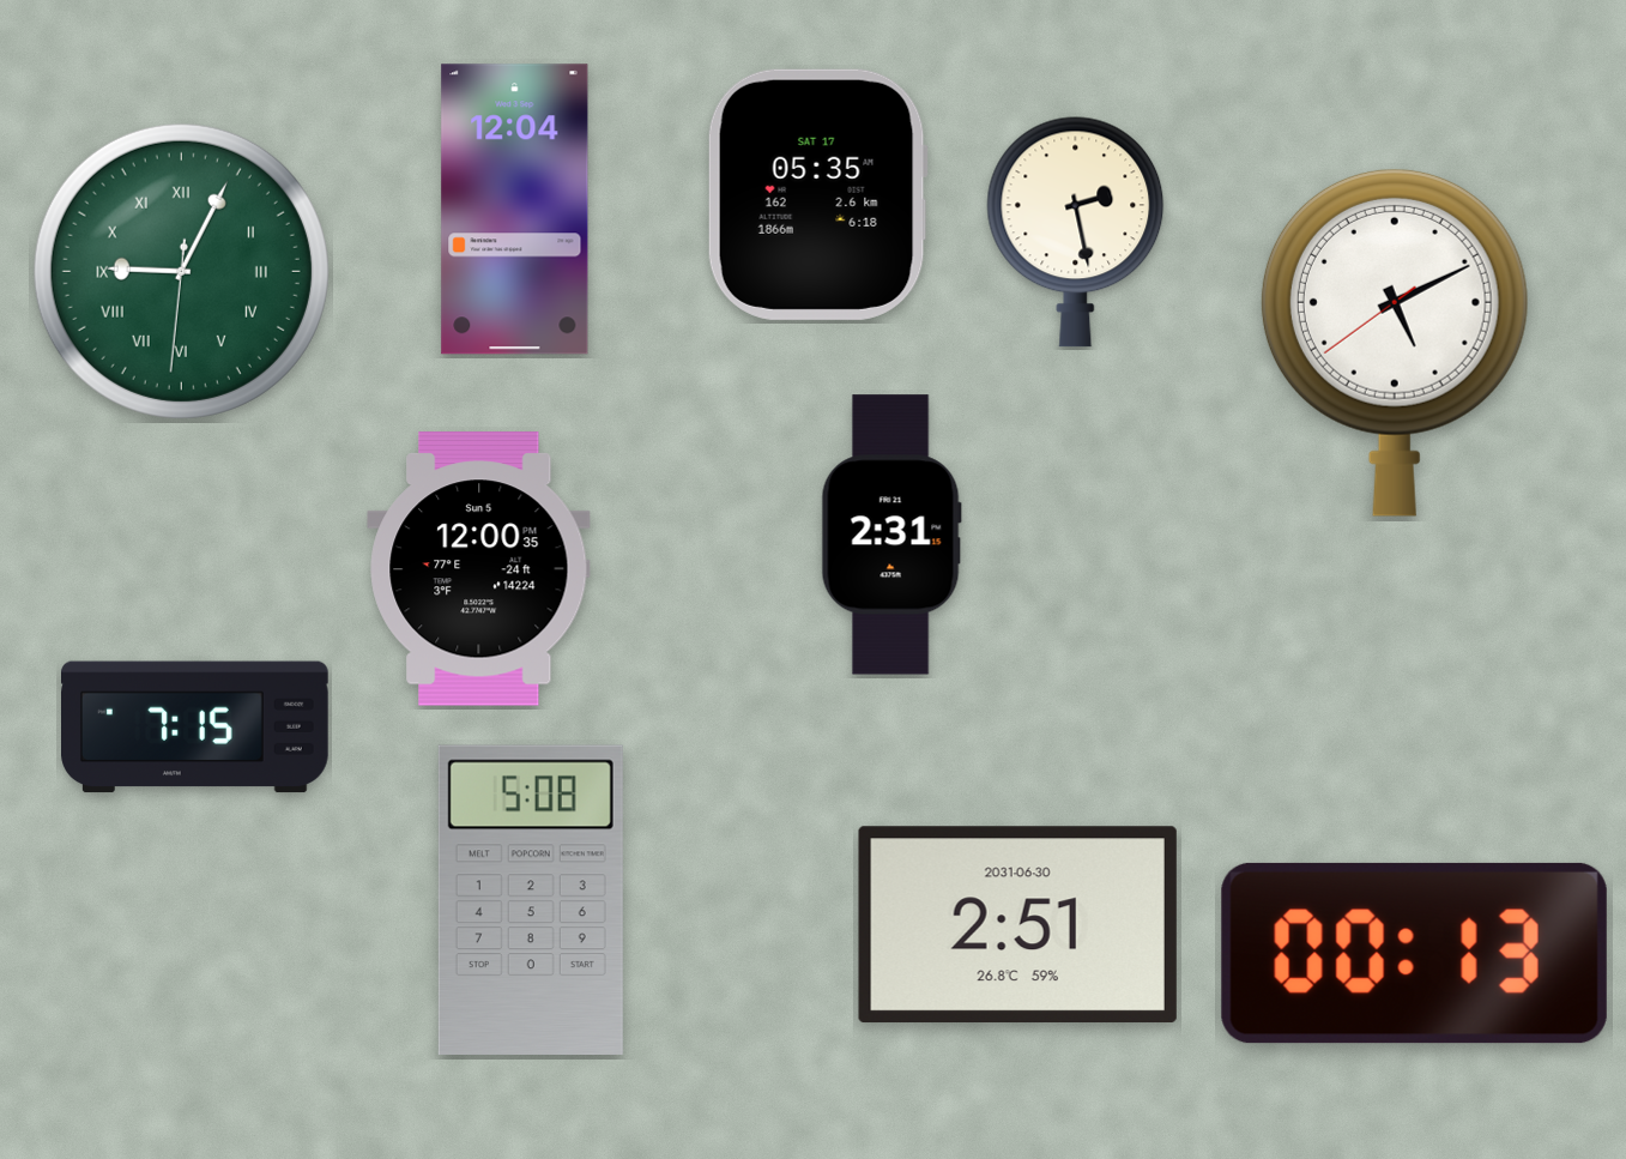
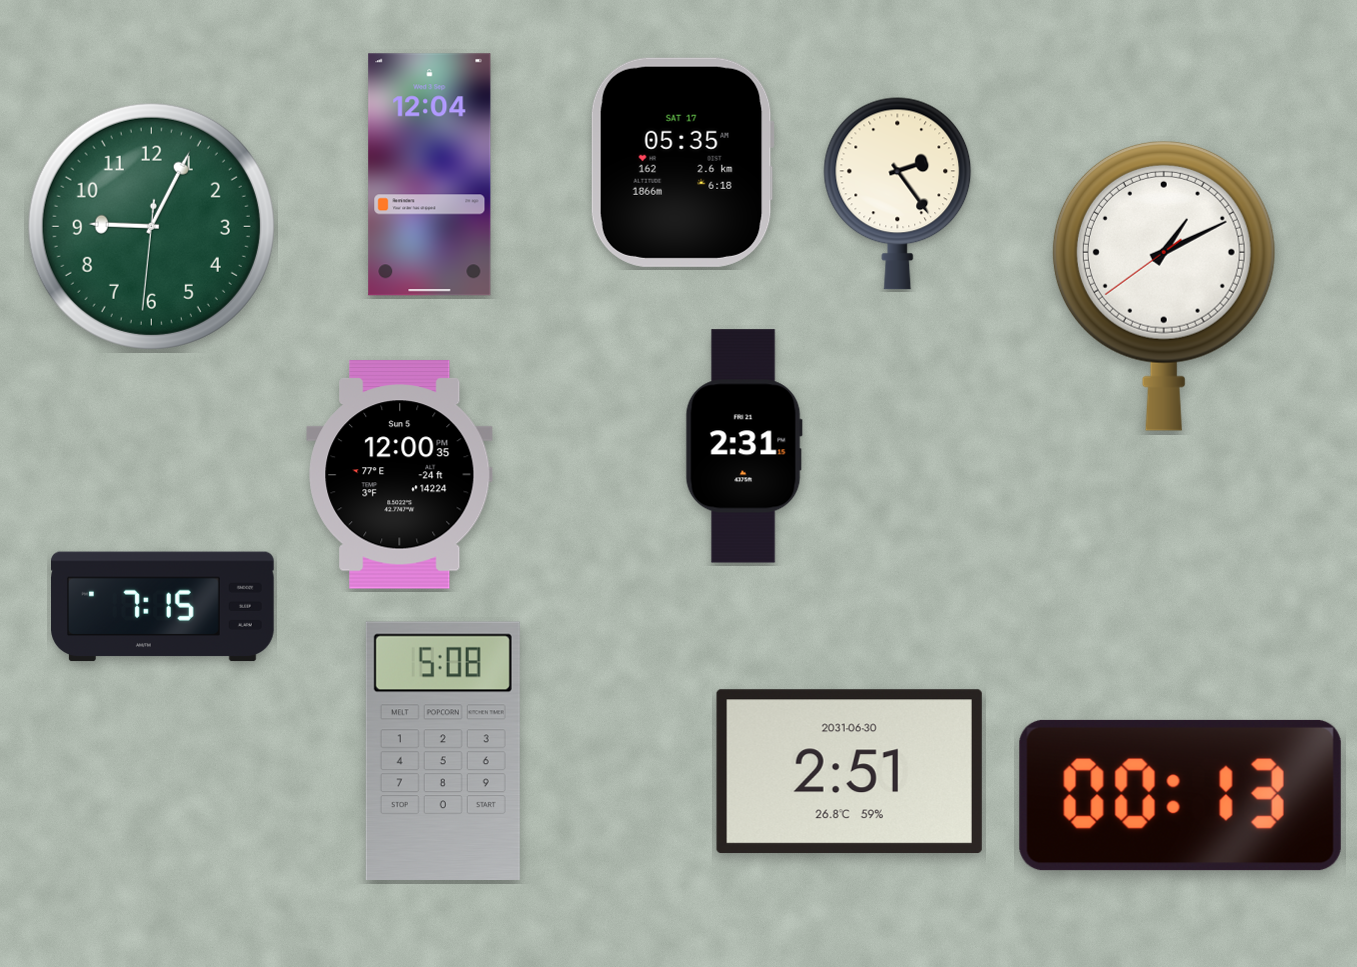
clock at (1076, 231): 2:28 -> 2:24
clock at (181, 271) numerals: Roman -> Arabic
clock at (1395, 343): 5:10 -> 1:10
